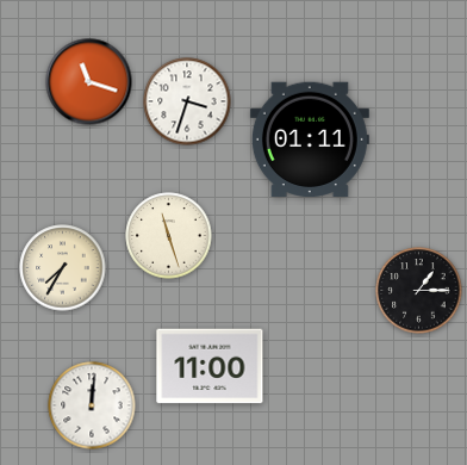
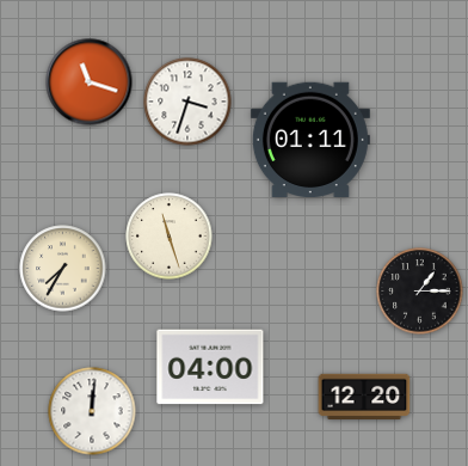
clock at (210, 366): 11:00 -> 04:00
clock at (364, 397): none -> 12:20
clock at (92, 405) position: (92, 405) -> (92, 411)
